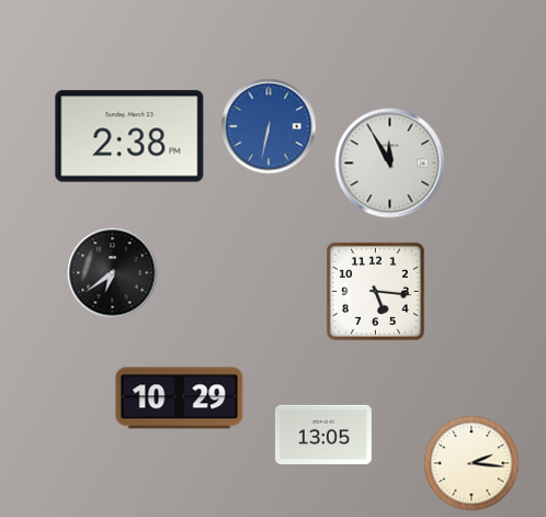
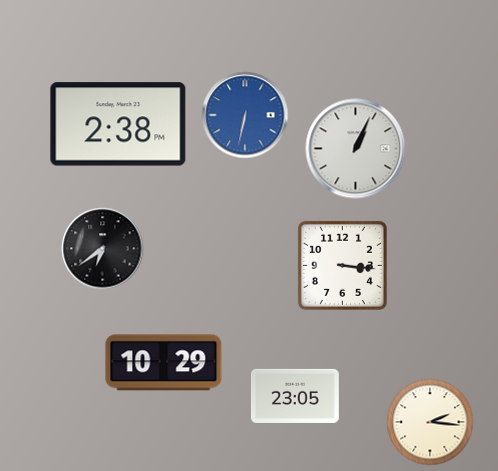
clock at (390, 164): 11:55 -> 1:04
clock at (375, 291): 5:16 -> 3:16
clock at (323, 435): 13:05 -> 23:05
